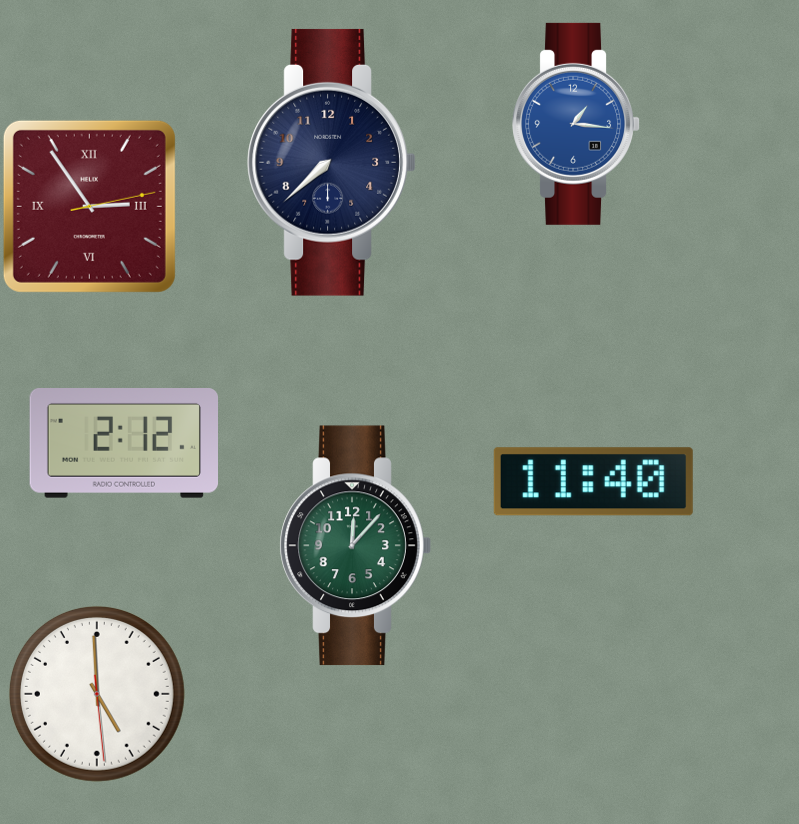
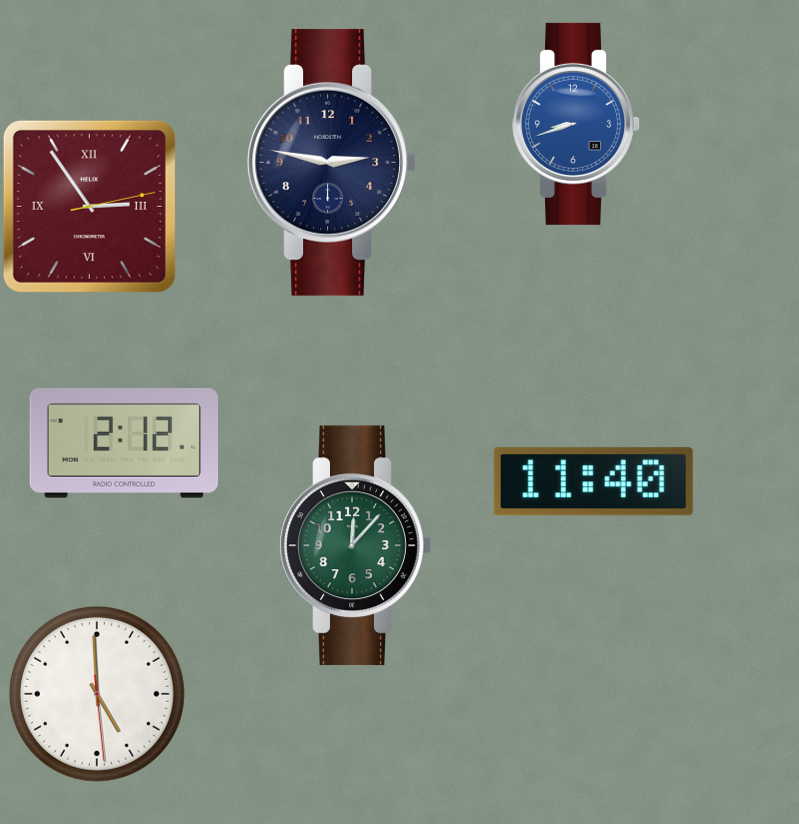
clock at (576, 124): 1:16 -> 8:42
clock at (332, 162): 7:38 -> 2:47
